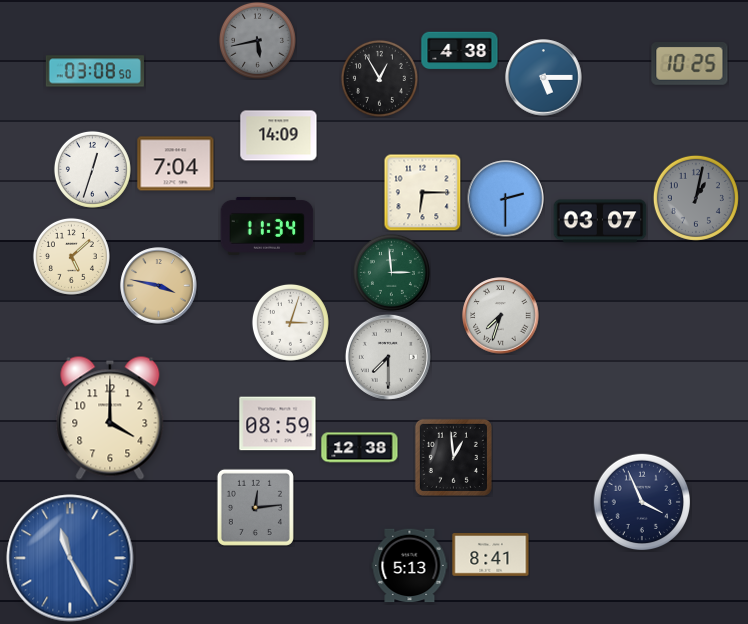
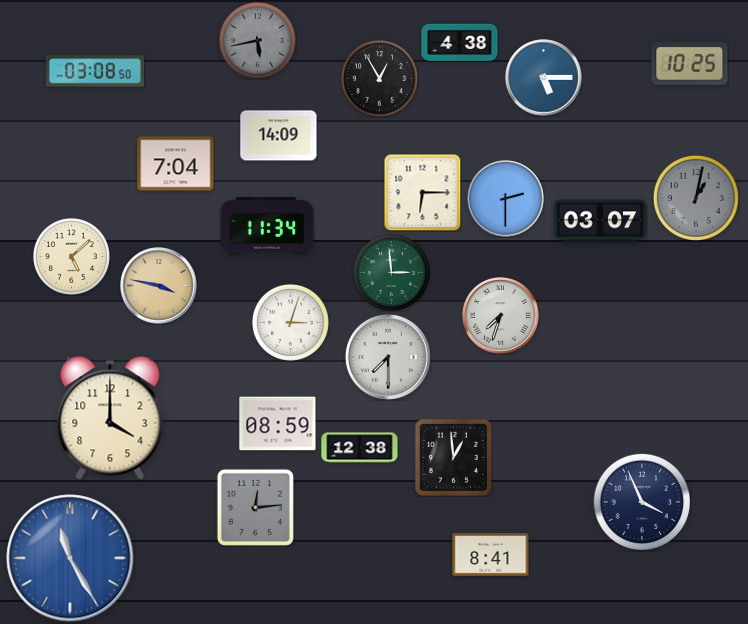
clock at (460, 51) position: (460, 51) -> (460, 43)
clock at (92, 169): 12:33 -> none
clock at (410, 566): 5:13 -> none
